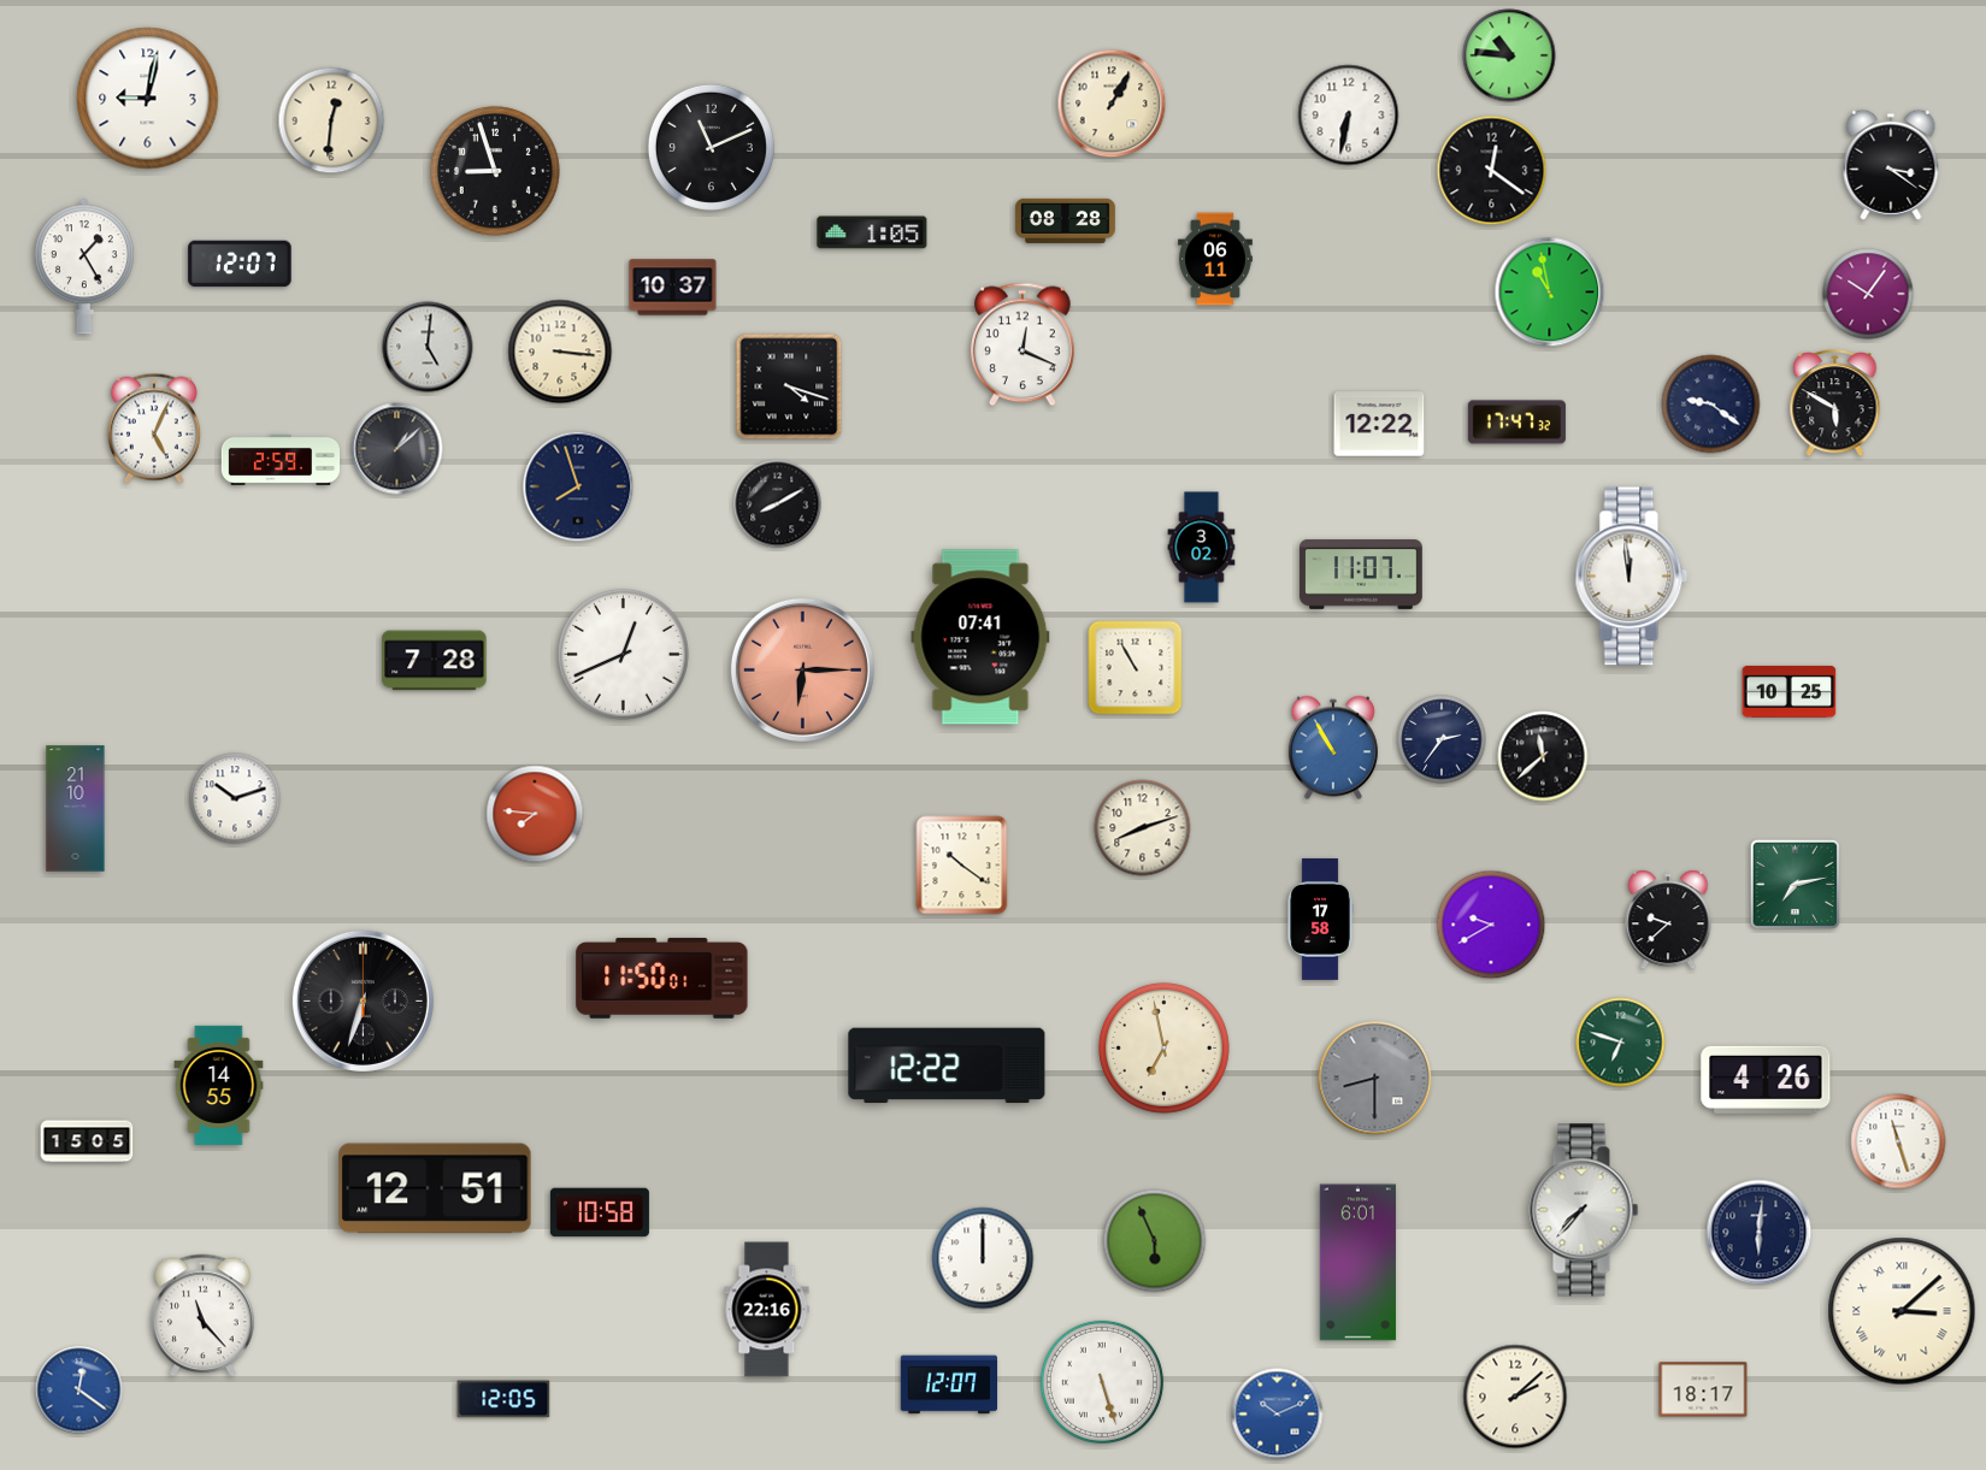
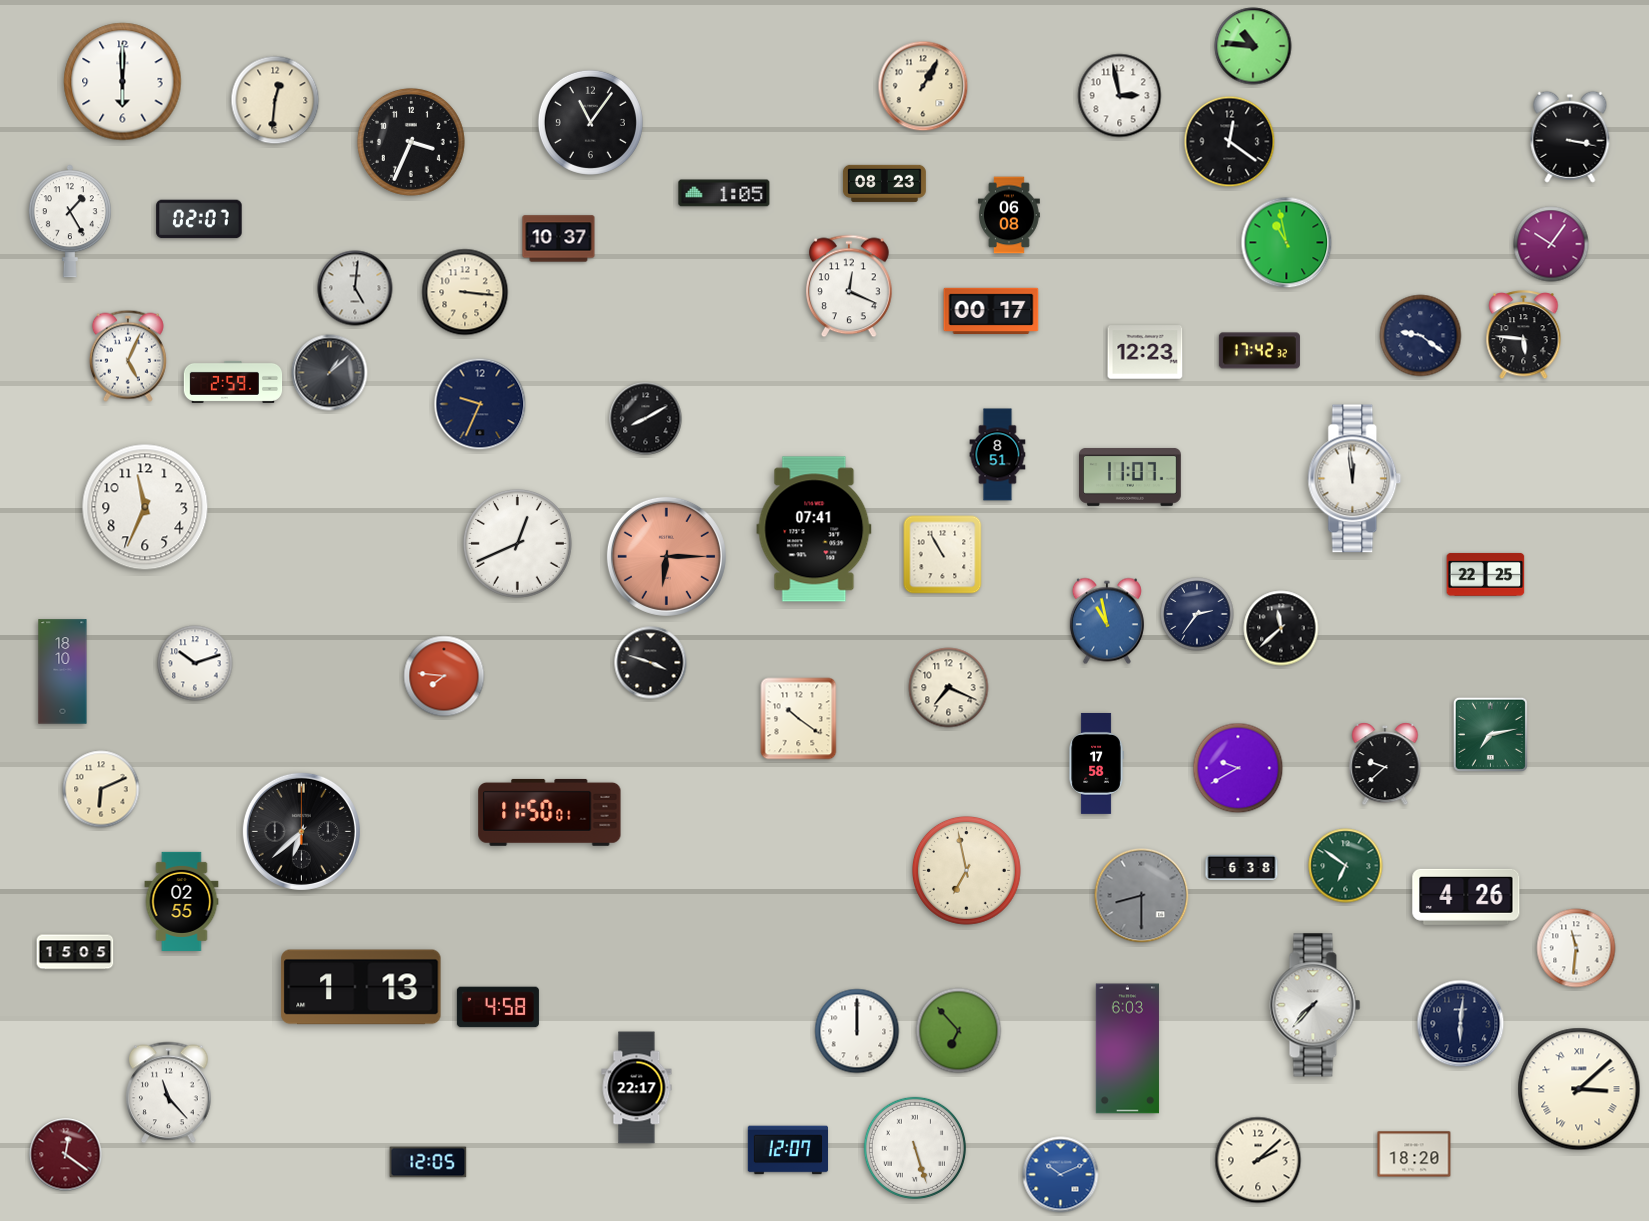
clock at (148, 99): 9:02 -> 6:00
clock at (1349, 116): 6:32 -> 2:58
clock at (711, 147): 11:11 -> 11:06
clock at (1891, 165): 3:21 -> 3:17
clock at (495, 171): 8:57 -> 3:34
clock at (1492, 171) position: (1492, 171) -> (1230, 142)
clock at (1065, 220): 08:28 -> 08:23
clock at (1216, 259): 06:11 -> 06:08
clock at (240, 264): 12:07 -> 02:07
clock at (991, 310): none -> 00:17
clock at (789, 386): 4:18 -> none
clock at (1835, 403): 5:50 -> 5:46
clock at (1516, 423): 17:47 -> 17:42
clock at (1379, 424): 12:22 -> 12:23
clock at (578, 486): 7:57 -> 9:34
clock at (1202, 548): 3:02 -> 8:51
clock at (145, 507): none -> 11:34
clock at (435, 661): 7:28 -> none
clock at (1790, 691): 10:25 -> 22:25
clock at (1333, 748): 10:55 -> 10:58
clock at (651, 663): none -> 3:48
clock at (76, 809): 21:10 -> 18:10
clock at (1143, 828): 8:12 -> 7:19
clock at (101, 789): none -> 6:11
clock at (363, 1000): 6:33 -> 6:38
clock at (1621, 1043): 6:48 -> 6:51
clock at (1242, 867): none -> 6:38
clock at (947, 1065): 12:22 -> none
clock at (219, 1085): 14:55 -> 02:55
clock at (87, 1141) position: (87, 1141) -> (75, 952)
clock at (1898, 1141): 11:27 -> 11:31
clock at (435, 1188): 12:51 -> 1:13
clock at (600, 1212): 10:58 -> 4:58
clock at (1155, 1241): 5:56 -> 6:53
clock at (983, 1258) position: (983, 1258) -> (857, 1031)
clock at (1357, 1263): 6:01 -> 6:03
clock at (767, 1310): 22:16 -> 22:17
clock at (1703, 1389): 18:17 -> 18:20
clock at (79, 1391) dial: blue -> burgundy
clock at (503, 1399) position: (503, 1399) -> (428, 1162)
